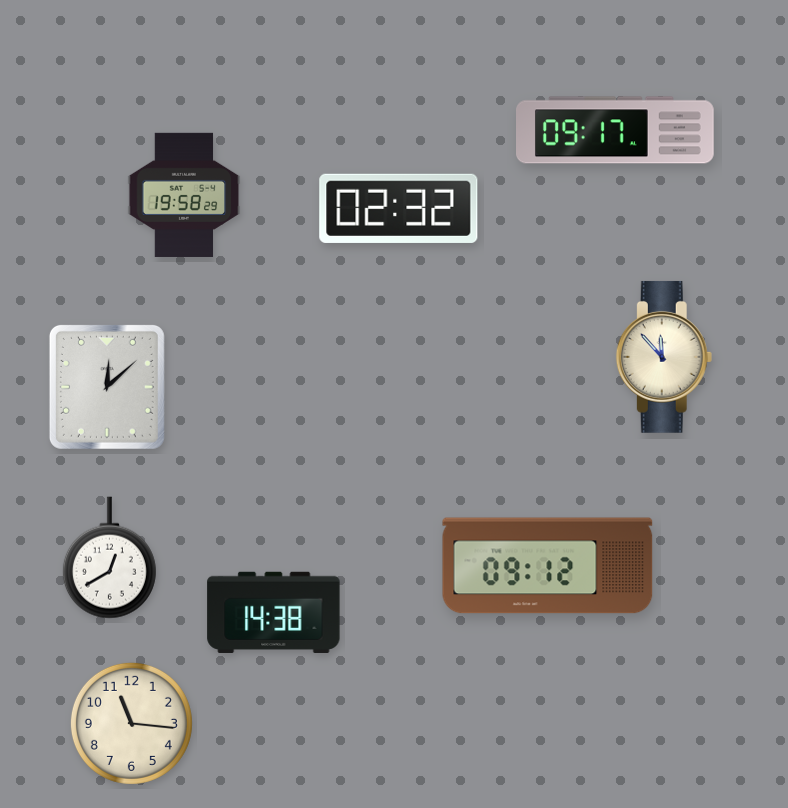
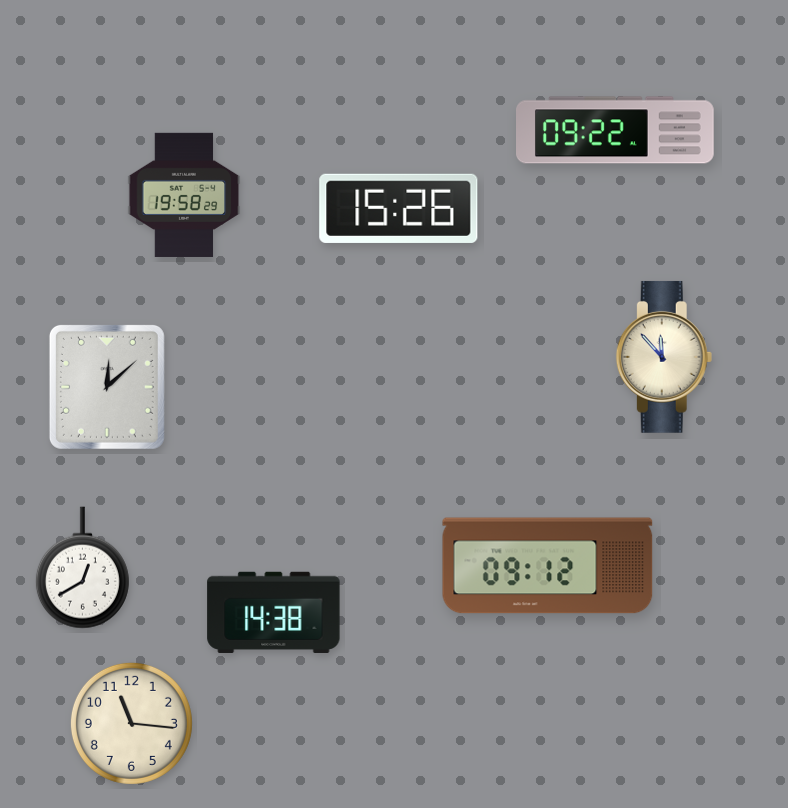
clock at (616, 130): 09:17 -> 09:22
clock at (399, 208): 02:32 -> 15:26
clock at (109, 558) position: (109, 558) -> (82, 568)
